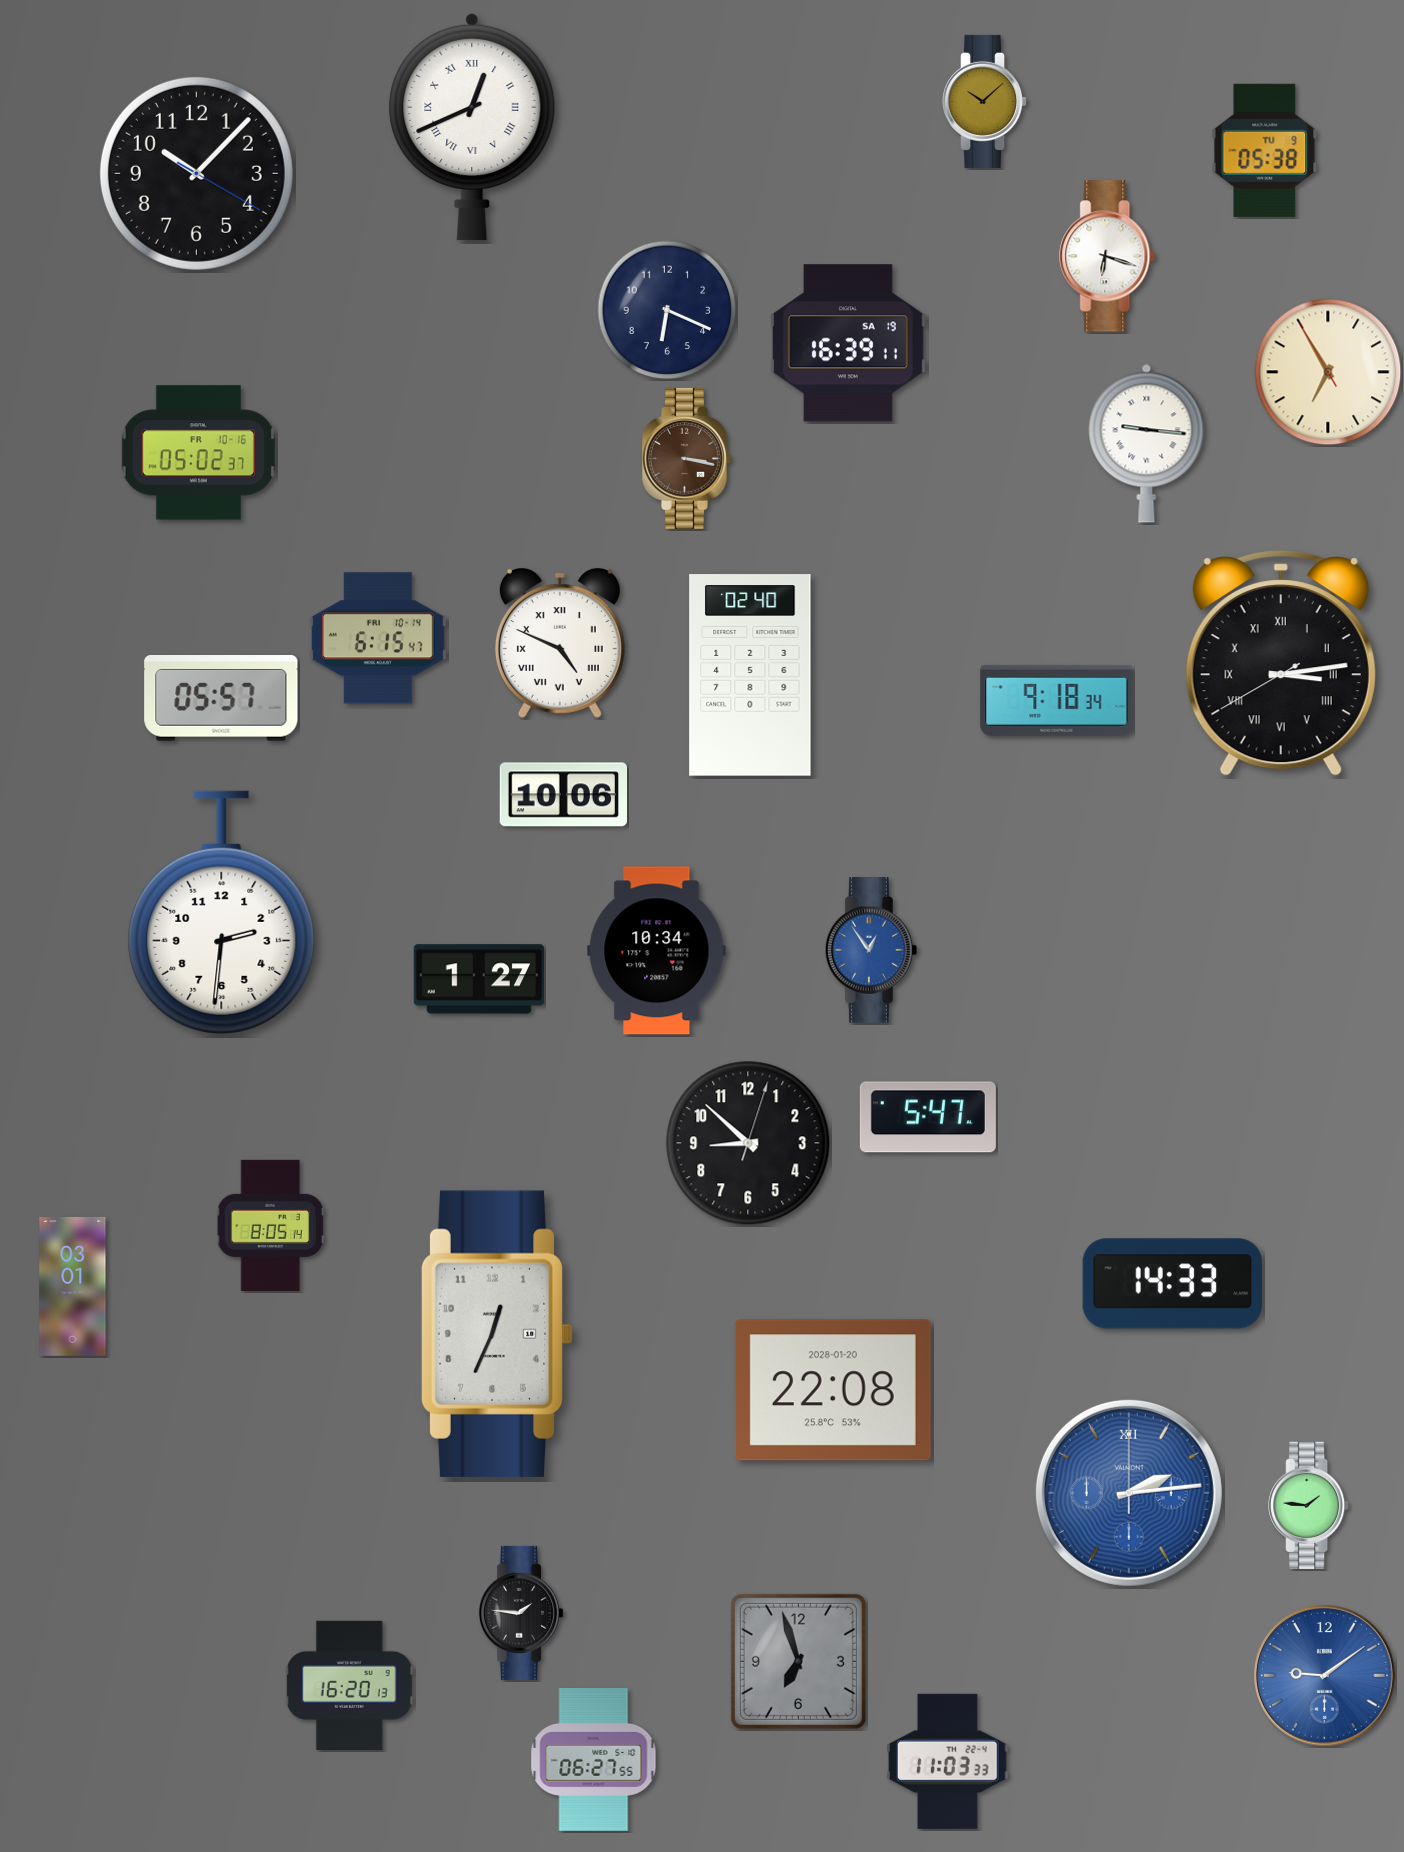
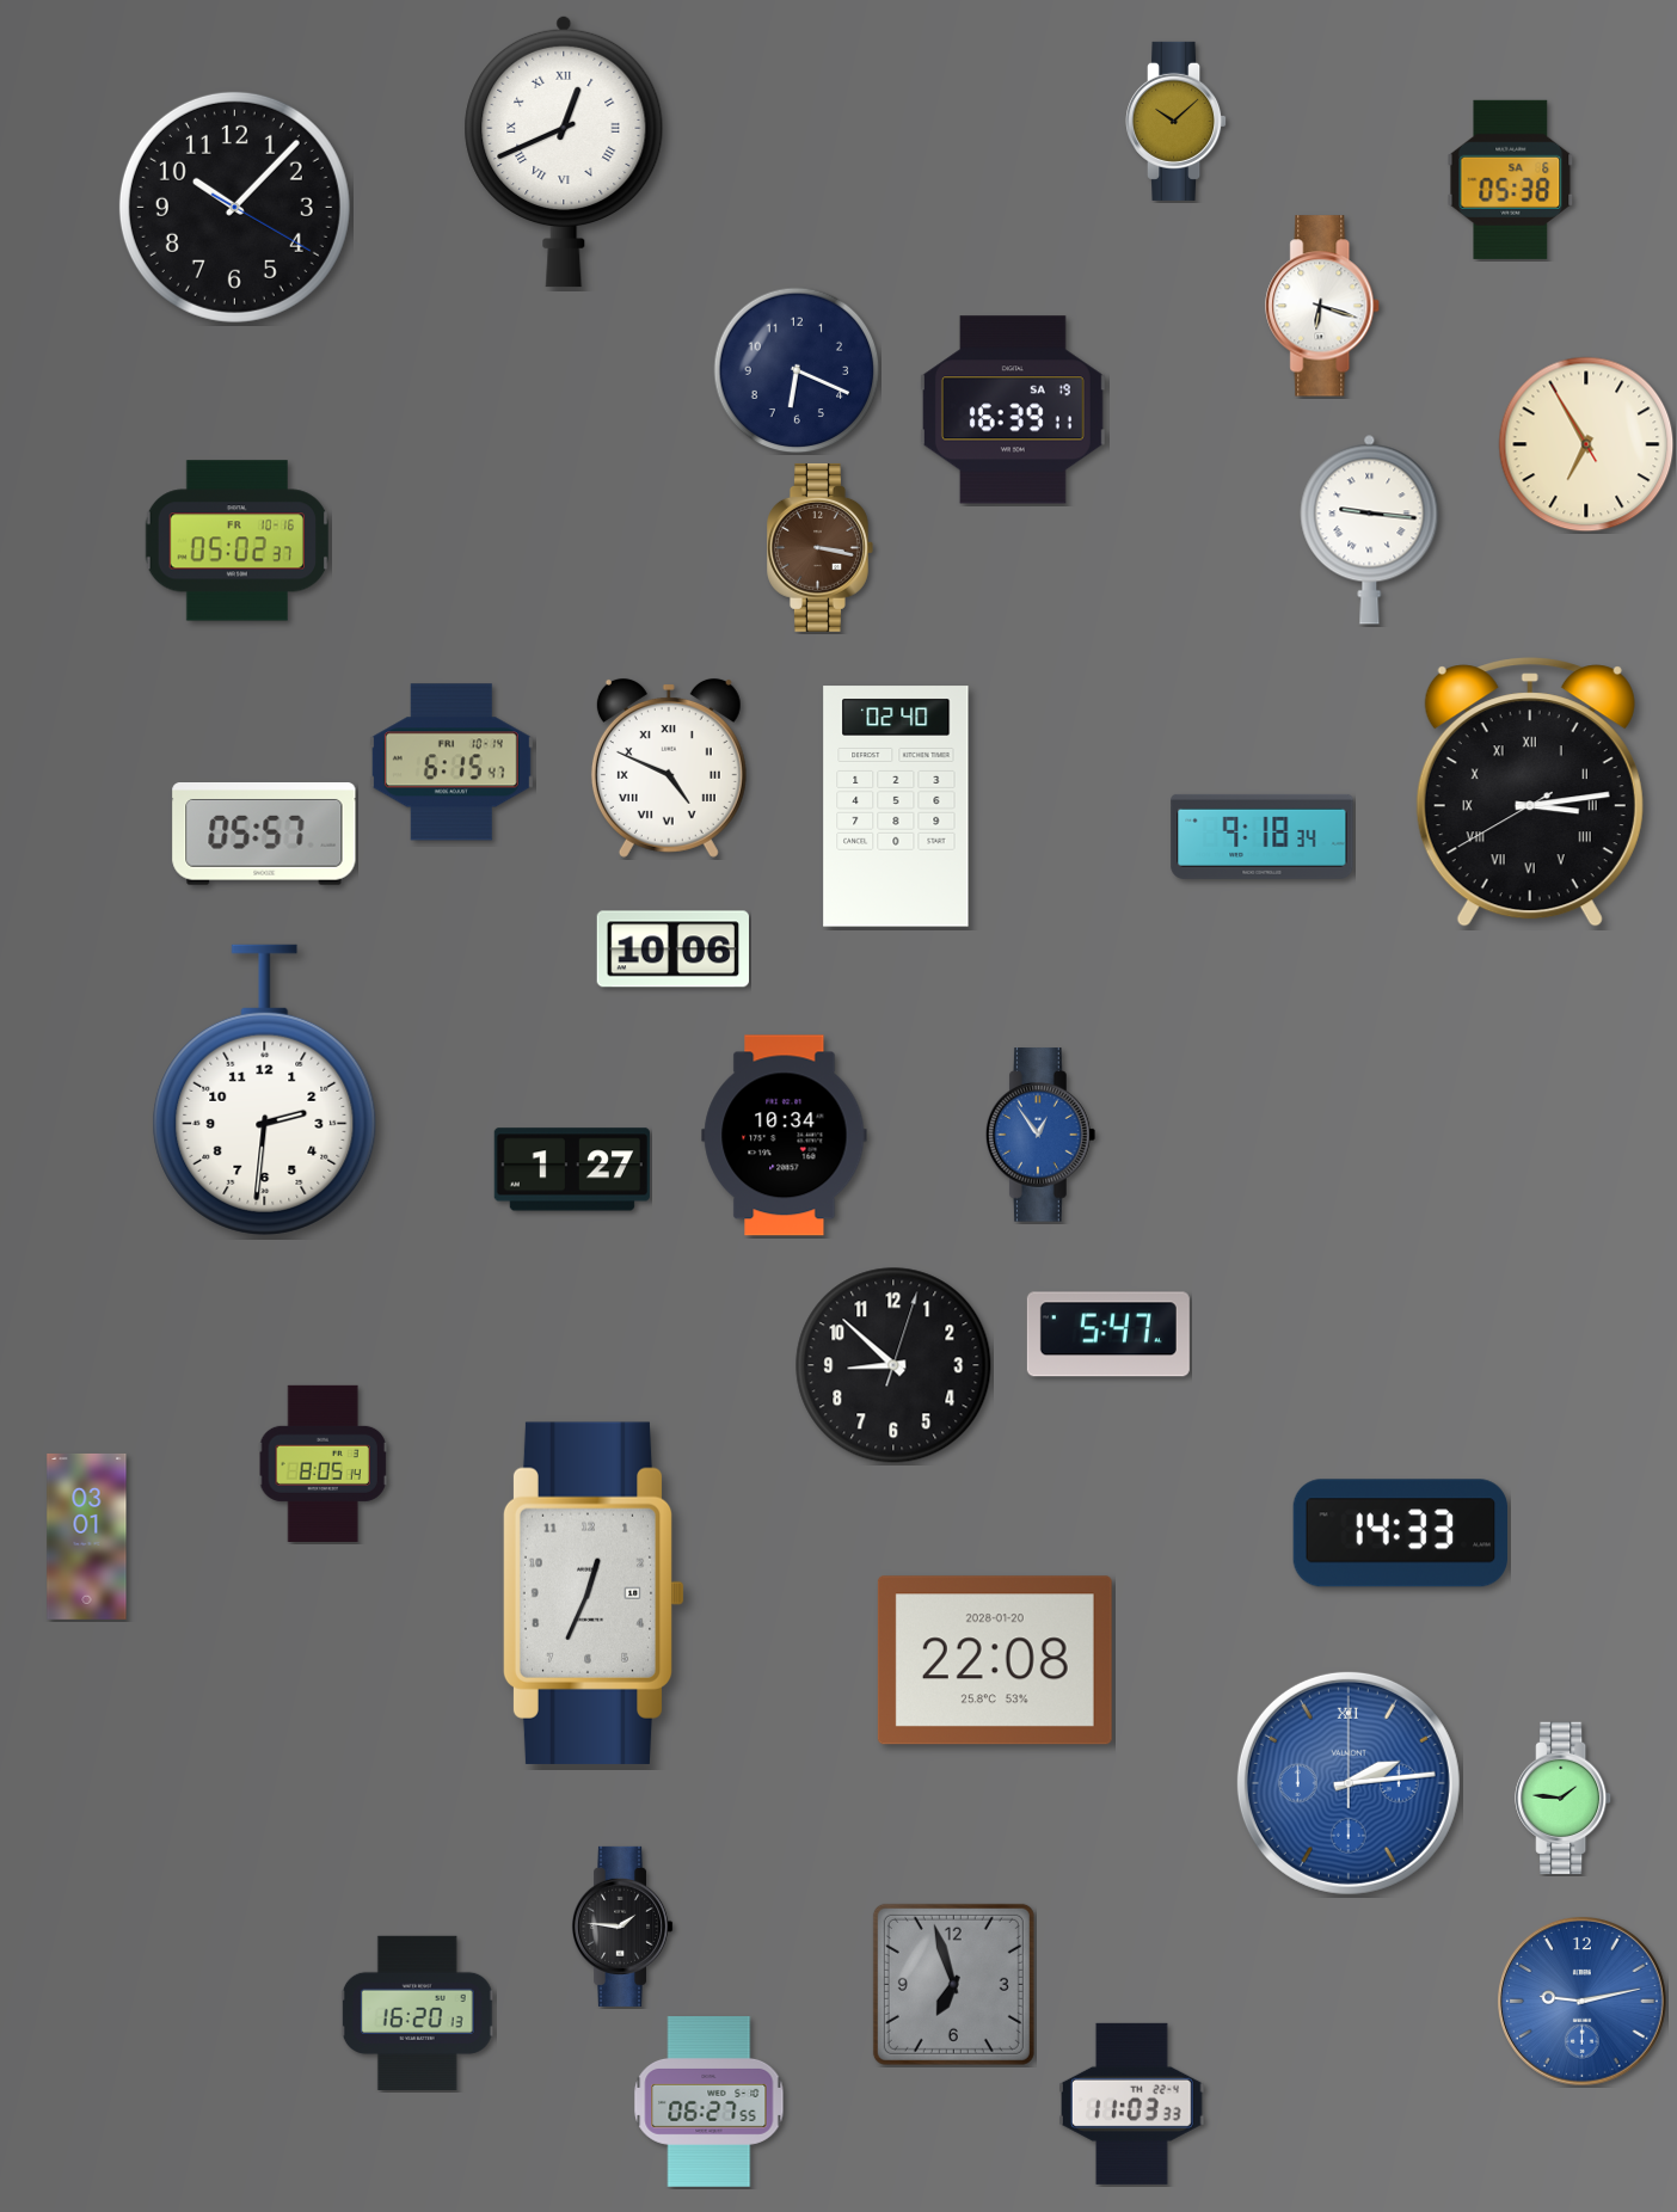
clock at (1265, 150) date: TU 9 -> SA 6
clock at (1324, 1675): 9:09 -> 9:13
